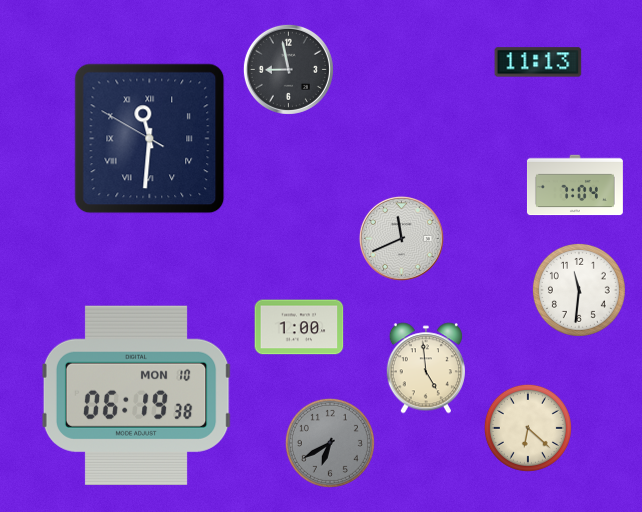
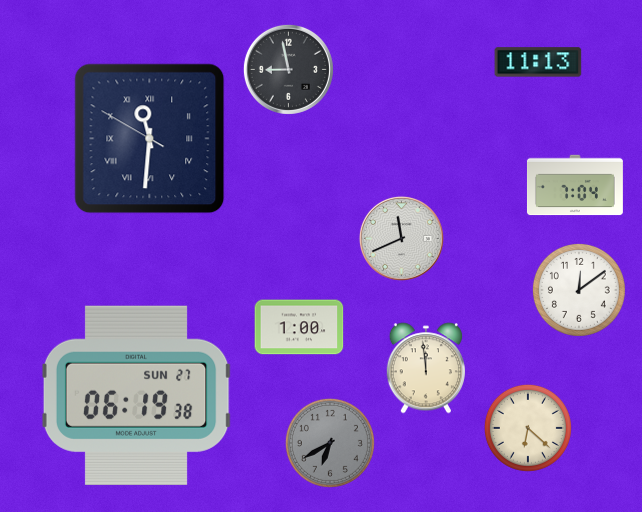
clock at (579, 290): 11:31 -> 12:09
clock at (426, 368): 4:59 -> 11:59
clock at (137, 395) date: MON 10 -> SUN 27
